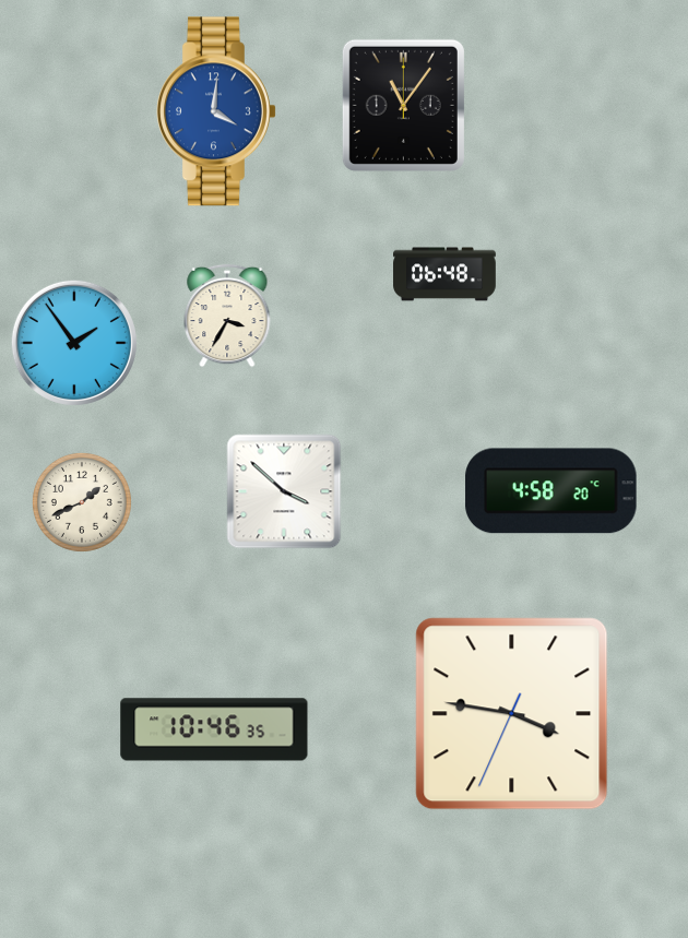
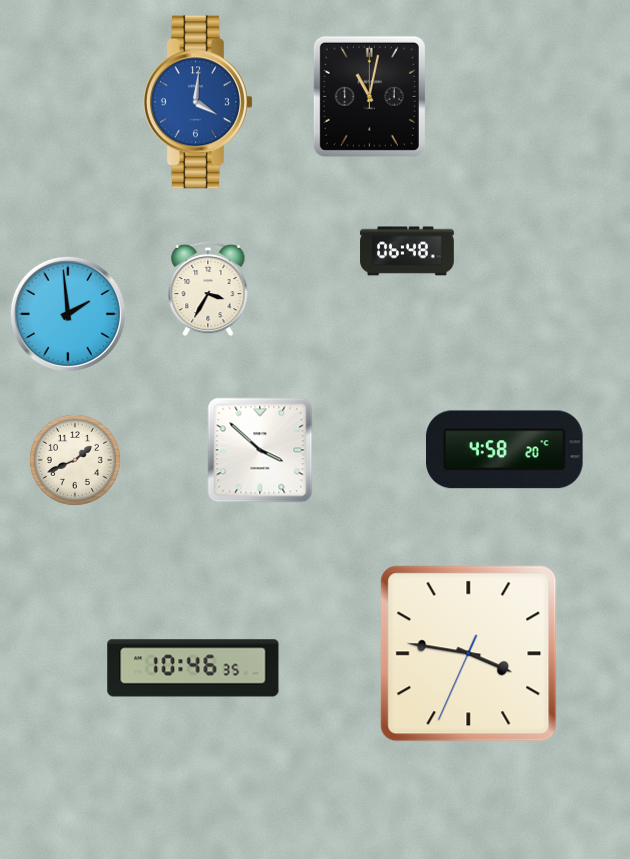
clock at (403, 105): 11:06 -> 11:02
clock at (74, 343): 1:54 -> 1:59
clock at (214, 729) position: (214, 729) -> (193, 668)
